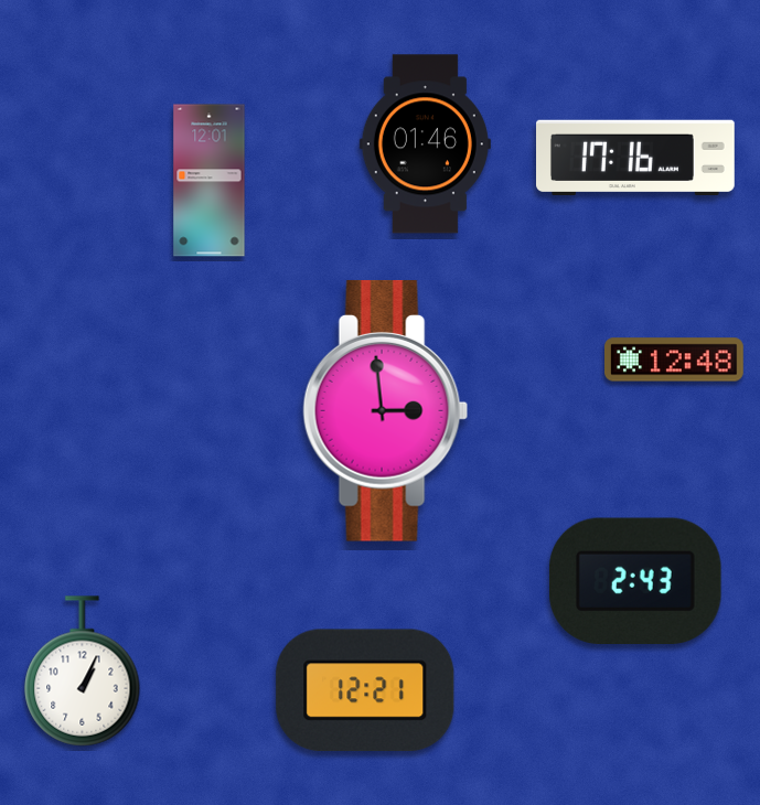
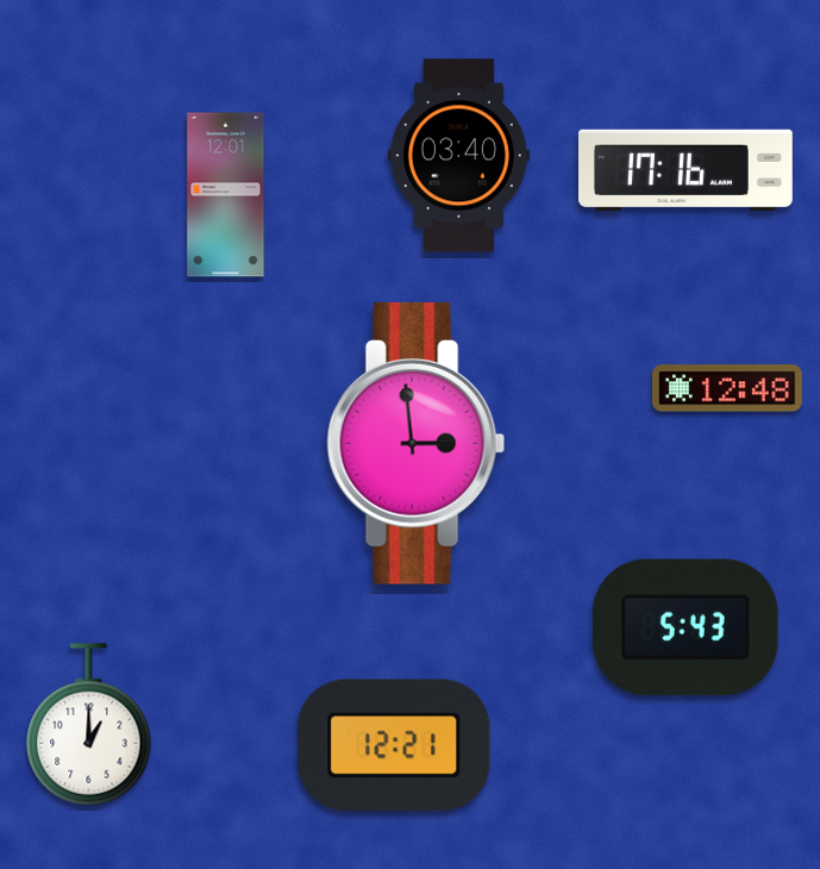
clock at (425, 144): 01:46 -> 03:40
clock at (636, 580): 2:43 -> 5:43
clock at (83, 672): 1:04 -> 1:00
